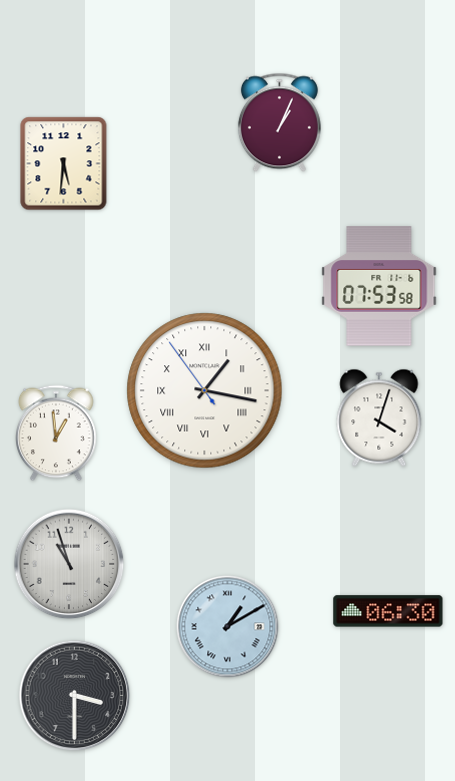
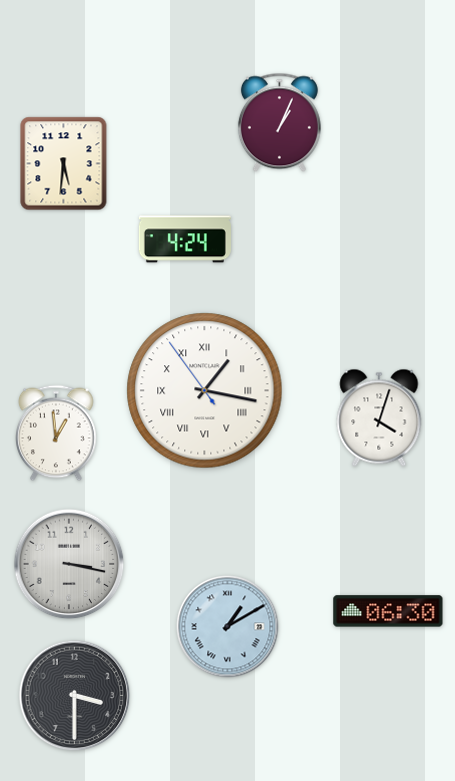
clock at (185, 239): none -> 4:24
clock at (379, 286): 07:53 -> none
clock at (69, 564): 10:57 -> 3:17
